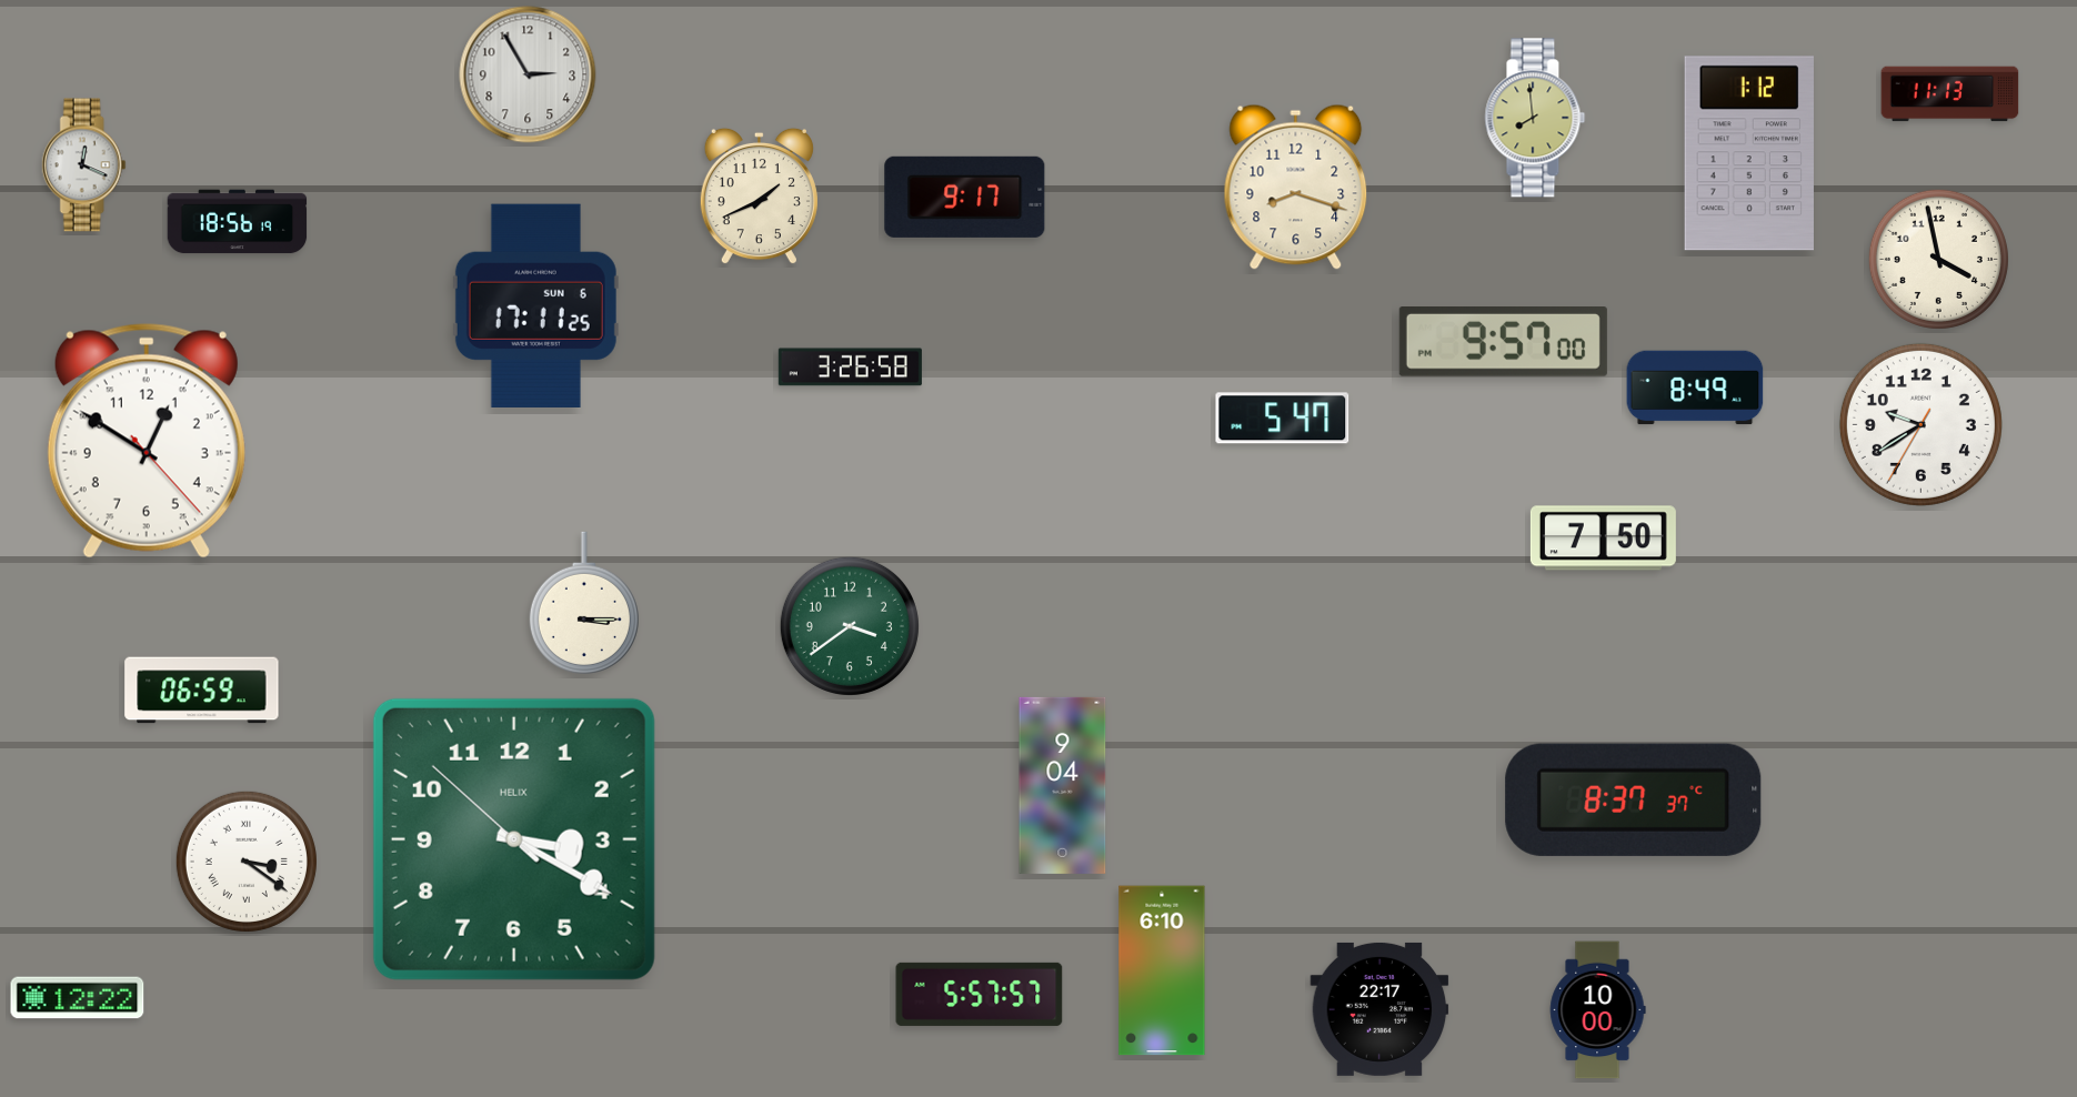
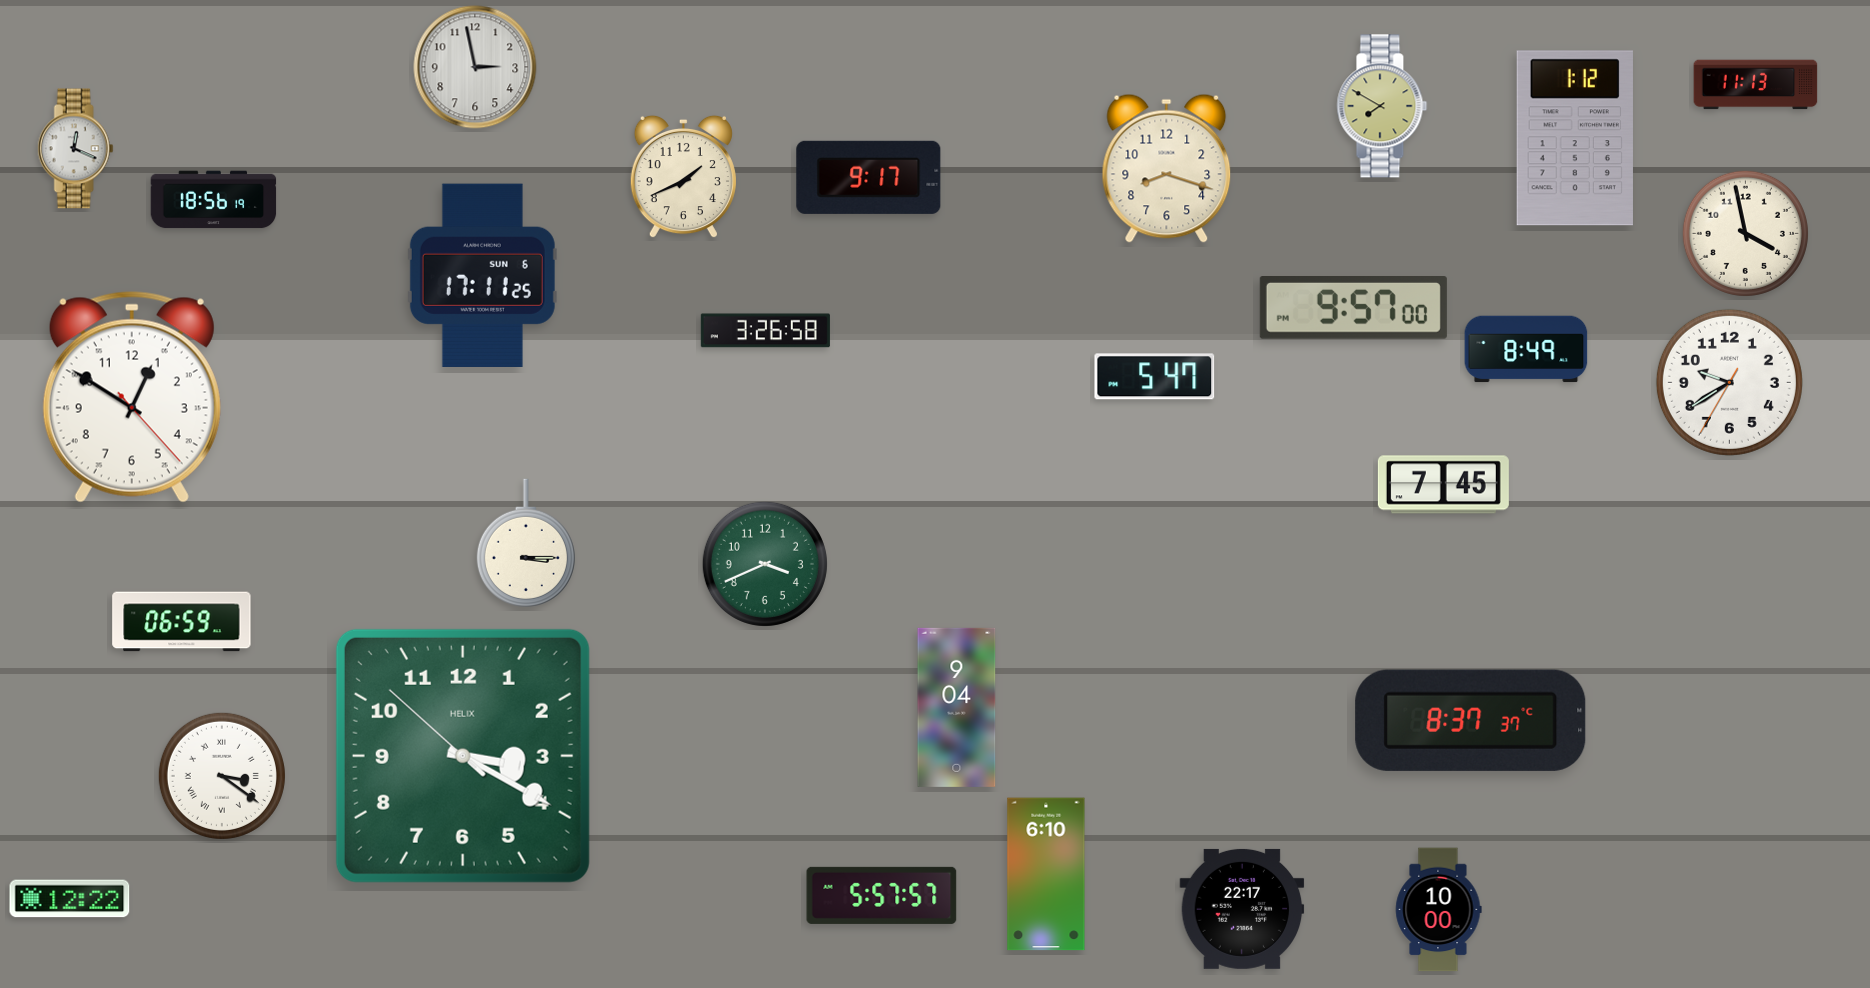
clock at (528, 74): 2:55 -> 2:58
clock at (1535, 118): 7:59 -> 7:50
clock at (1603, 539): 7:50 -> 7:45
clock at (850, 626): 3:39 -> 3:41
